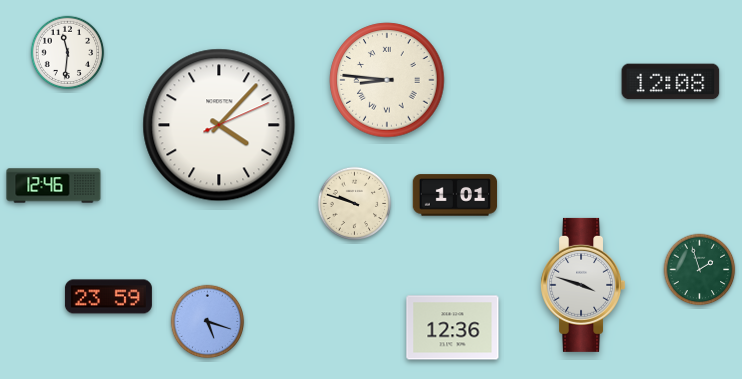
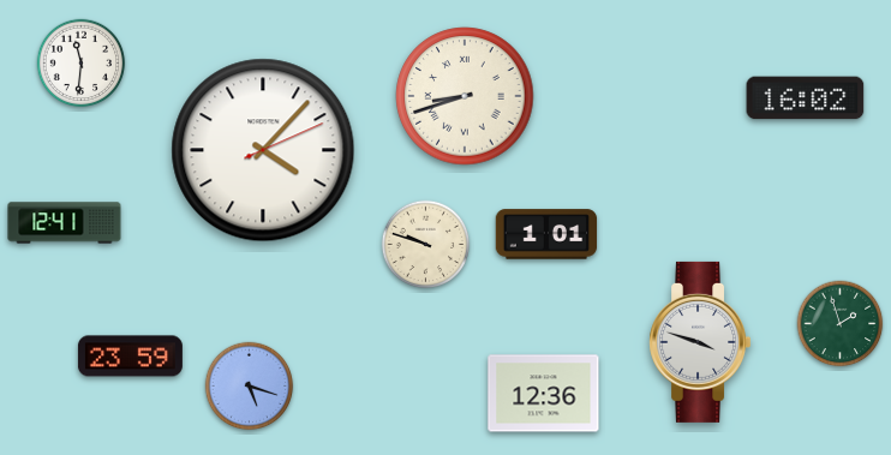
clock at (387, 80): 8:46 -> 8:42
clock at (671, 82): 12:08 -> 16:02
clock at (54, 186): 12:46 -> 12:41
